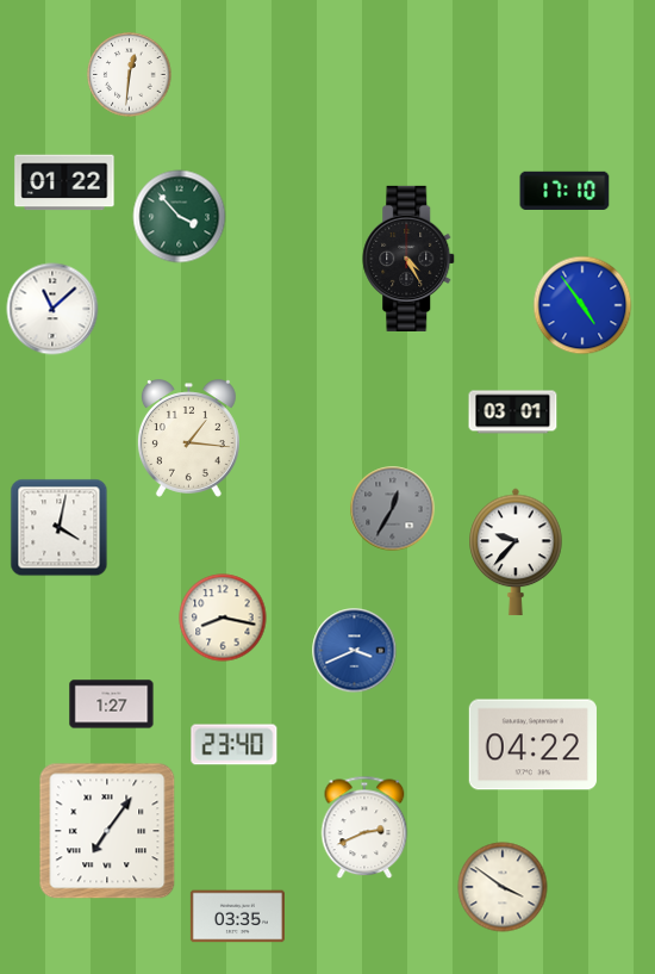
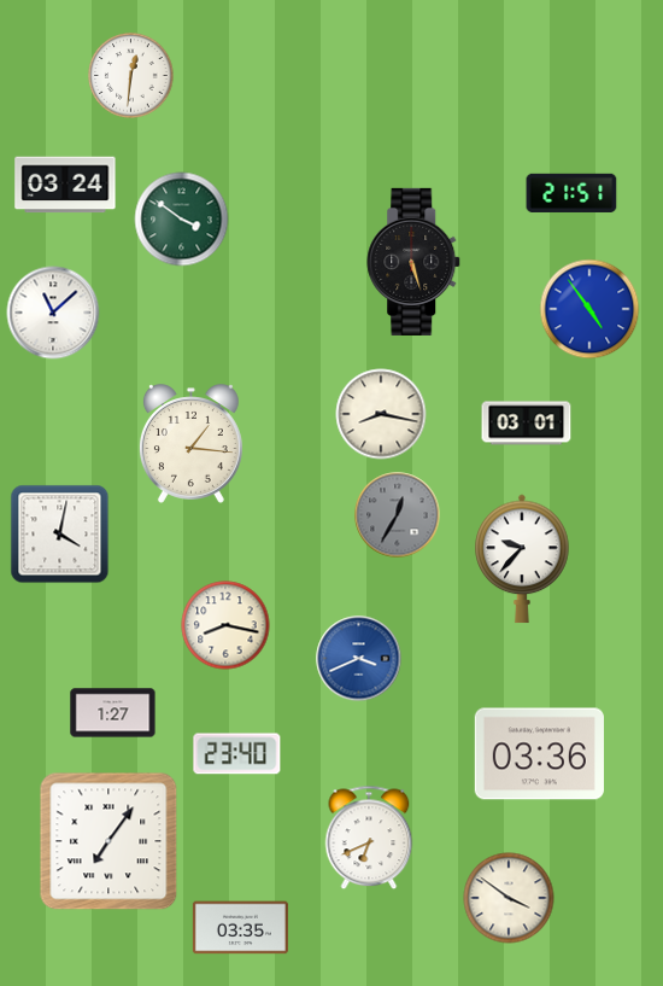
clock at (64, 182): 01:22 -> 03:24
clock at (564, 190): 17:10 -> 21:51
clock at (180, 217): 3:53 -> 3:51
clock at (410, 259): 4:25 -> 5:27
clock at (381, 414): none -> 8:17
clock at (513, 412) position: (513, 412) -> (527, 424)
clock at (532, 745): 04:22 -> 03:36
clock at (364, 827): 2:41 -> 6:41
